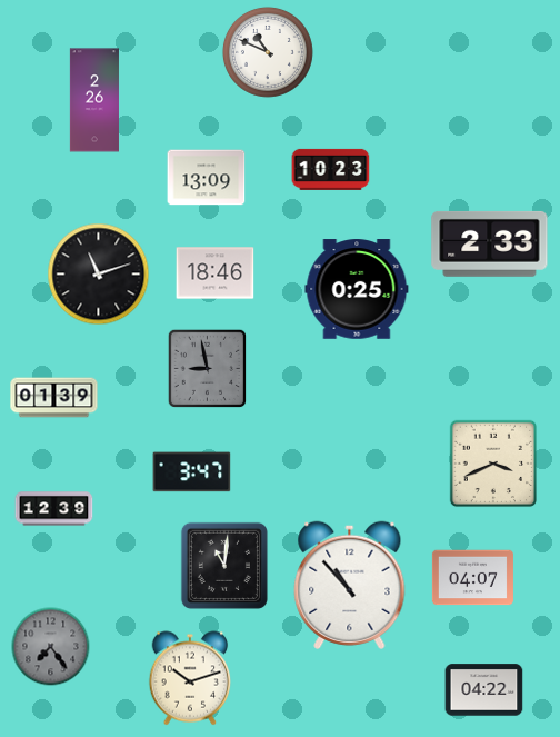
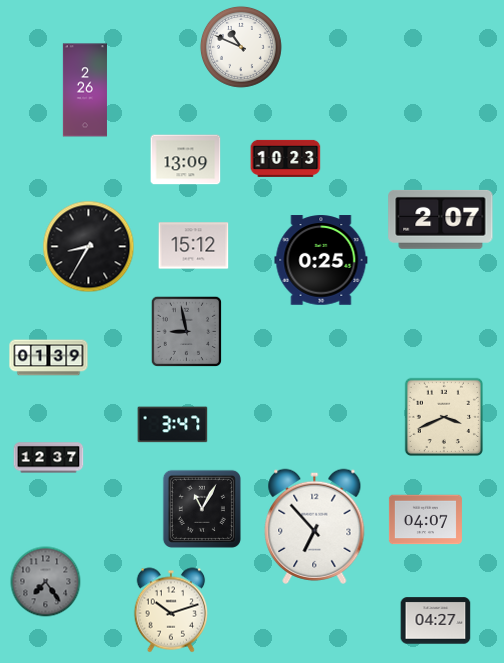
clock at (331, 169) position: (331, 169) -> (286, 158)
clock at (490, 243): 2:33 -> 2:07
clock at (216, 273): 18:46 -> 15:12
clock at (99, 275): 11:12 -> 8:35
clock at (54, 509): 12:39 -> 12:37
clock at (224, 566): 11:01 -> 11:05
clock at (350, 585): 10:53 -> 6:53
clock at (484, 690): 04:22 -> 04:27
